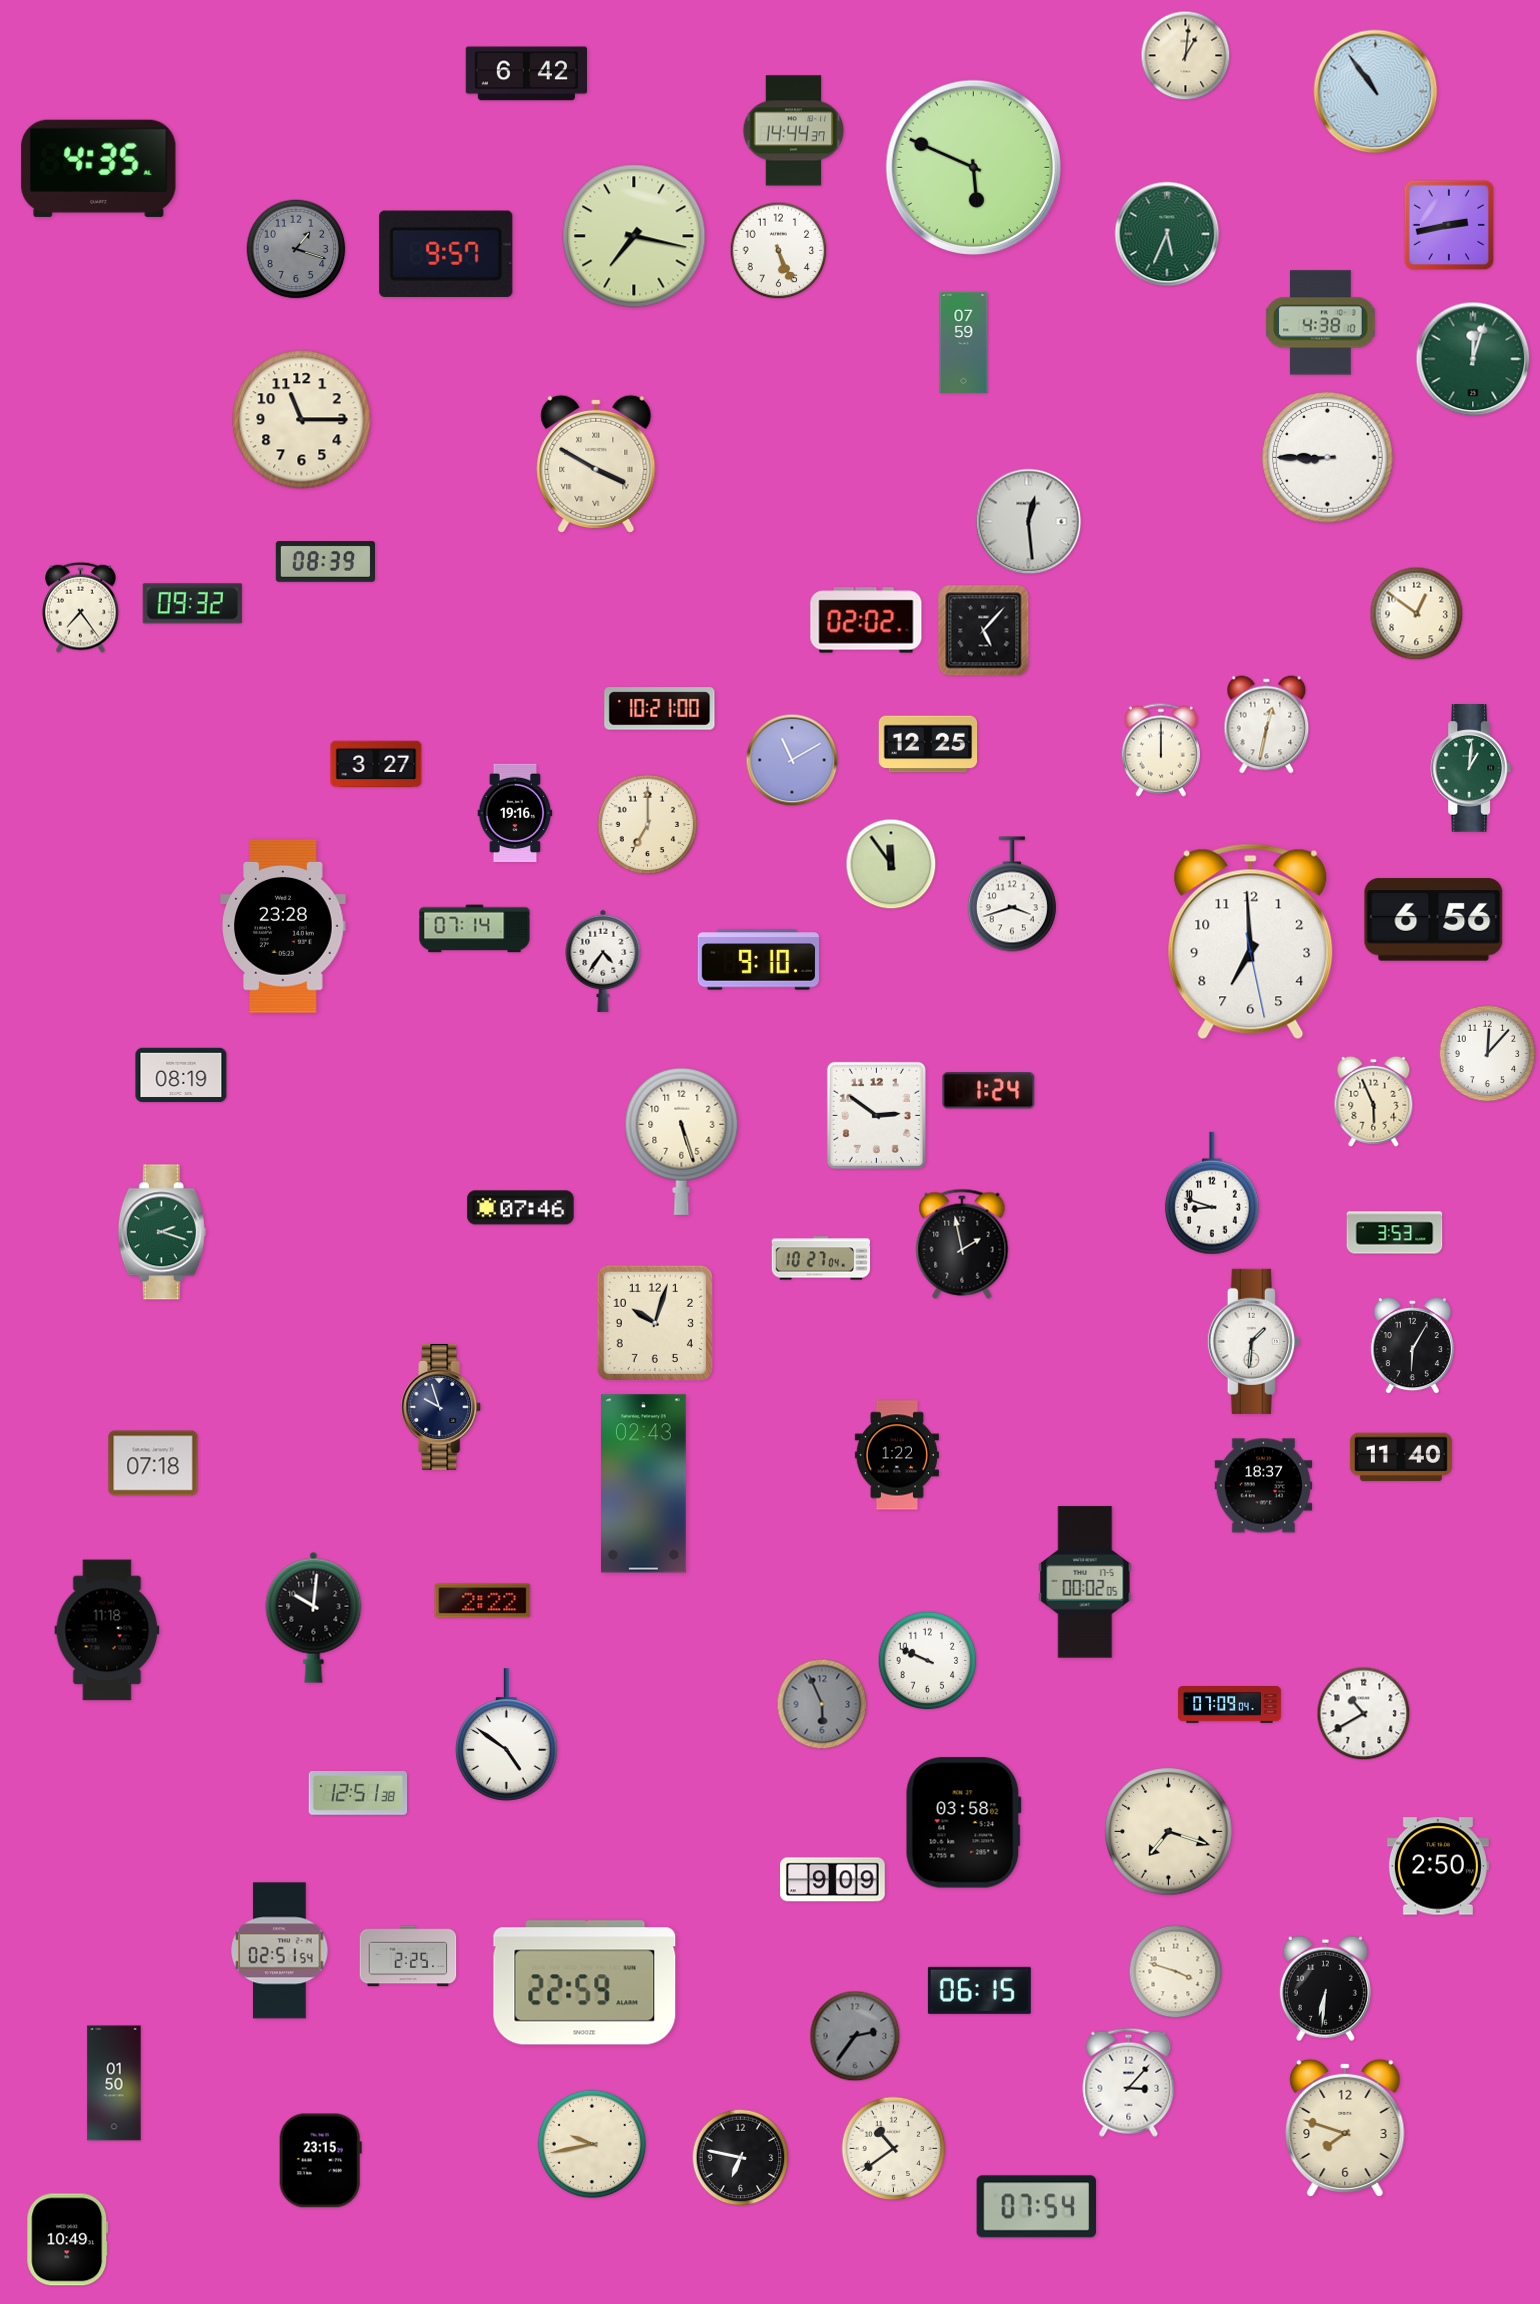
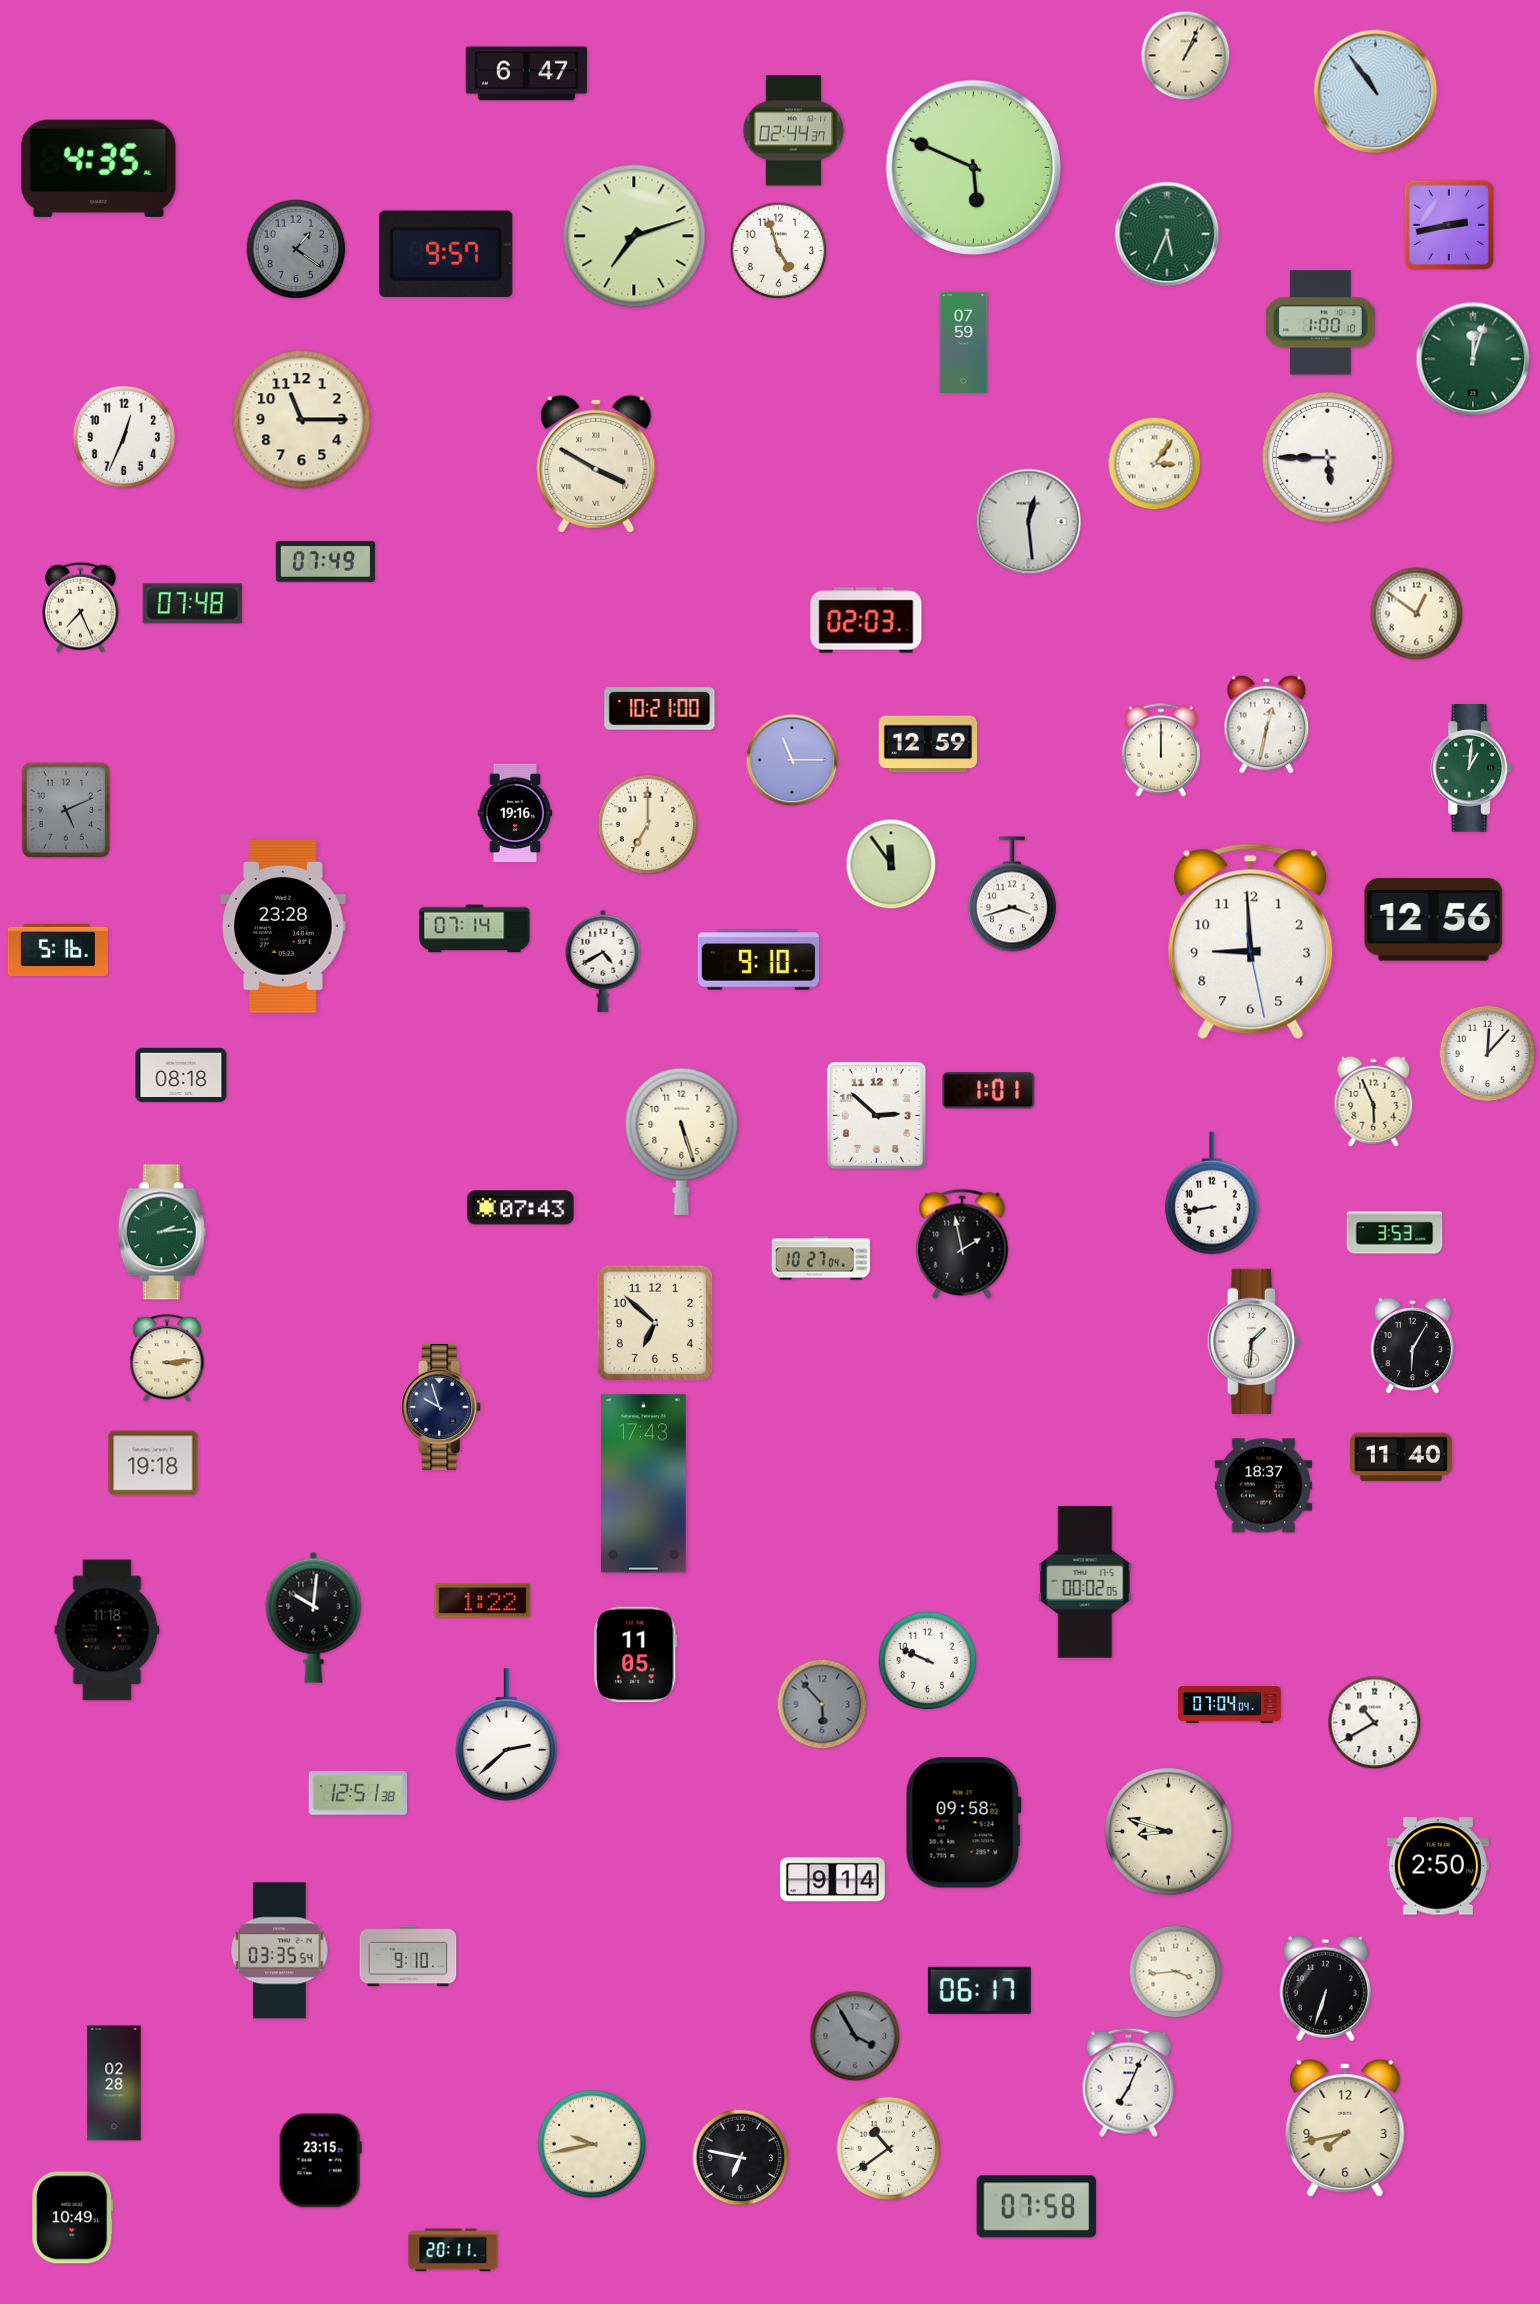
clock at (1186, 56): 1:01 -> 1:04
clock at (526, 74): 6:42 -> 6:47
clock at (794, 131): 14:44 -> 02:44
clock at (634, 236): 7:17 -> 7:12
clock at (296, 249): 1:18 -> 1:21
clock at (779, 251): 5:26 -> 4:57
clock at (1321, 323): 4:38 -> 1:00
clock at (124, 437): none -> 12:34
clock at (1328, 458): 8:45 -> 5:45
clock at (1155, 464): none -> 3:06
clock at (325, 562): 08:39 -> 07:49
clock at (192, 604): 09:32 -> 07:48
clock at (81, 607): 7:24 -> 7:26
clock at (866, 620): 02:02 -> 02:03
clock at (984, 631): 5:07 -> none
clock at (928, 744): 12:25 -> 12:59
clock at (792, 760): 11:10 -> 11:15
clock at (376, 764): 3:27 -> none
clock at (66, 810): none -> 5:11
clock at (1434, 920): 6:56 -> 12:56
clock at (1251, 942): 6:59 -> 8:59
clock at (58, 950): none -> 5:16
clock at (603, 961): 4:36 -> 4:40
clock at (181, 1075): 08:19 -> 08:18
clock at (989, 1091): 1:24 -> 1:01
clock at (876, 1115): 2:51 -> 2:52
clock at (1212, 1193): 8:48 -> 8:43
clock at (521, 1208): 07:46 -> 07:43
clock at (162, 1232): 2:18 -> 2:14
clock at (655, 1323): 10:03 -> 6:52
clock at (167, 1359): none -> 3:14
clock at (897, 1455): 1:22 -> none
clock at (153, 1463): 07:18 -> 19:18
clock at (644, 1484): 02:43 -> 17:43
clock at (483, 1601): 2:22 -> 1:22
clock at (636, 1655): none -> 11:05
clock at (822, 1704): 5:56 -> 5:53
clock at (1229, 1705): 07:09 -> 07:04
clock at (1364, 1714) position: (1364, 1714) -> (1375, 1723)
clock at (507, 1735): 4:51 -> 2:38
clock at (963, 1823): 03:58 -> 09:58
clock at (1169, 1832): 7:18 -> 8:48
clock at (833, 1880): 9:09 -> 9:14
clock at (280, 1951): 02:51 -> 03:35
clock at (408, 1956): 2:25 -> 9:10
clock at (1176, 1972): 3:48 -> 3:44
clock at (585, 1983): 22:59 -> none
clock at (1325, 1988): 6:31 -> 6:33
clock at (979, 1990): 06:15 -> 06:17
clock at (855, 2036): 2:36 -> 3:55
clock at (1129, 2082): 3:07 -> 7:04
clock at (114, 2083): 01:50 -> 02:28
clock at (1345, 2127): 7:48 -> 7:43
clock at (894, 2149) position: (894, 2149) -> (889, 2149)
clock at (1037, 2207): 07:54 -> 07:58
clock at (68, 2240) position: (68, 2240) -> (73, 2218)
clock at (453, 2250): none -> 20:11
